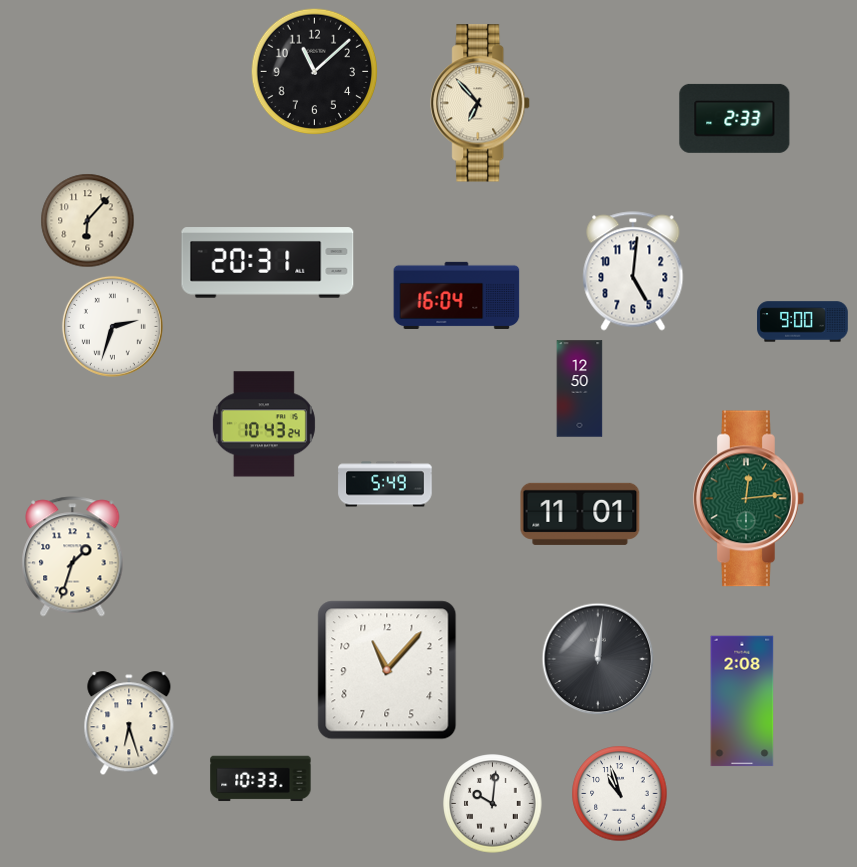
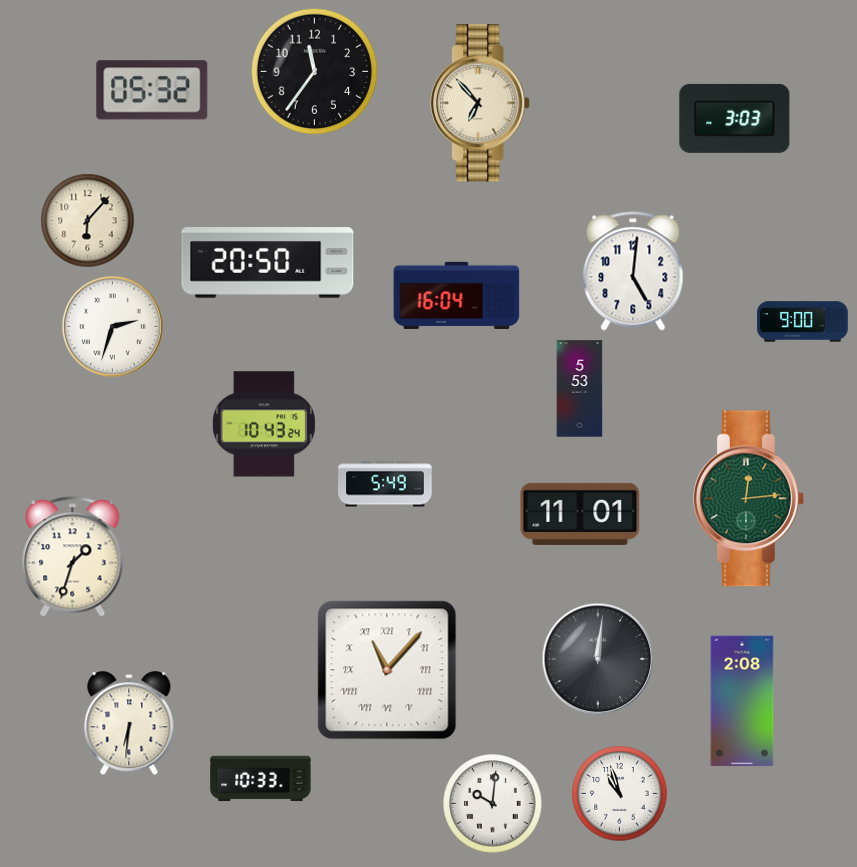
clock at (314, 71): 11:08 -> 11:36
clock at (152, 90): none -> 05:32
clock at (735, 118): 2:33 -> 3:03
clock at (268, 263): 20:31 -> 20:50
clock at (580, 389): 12:50 -> 5:53
clock at (387, 670) numerals: Arabic -> Roman
clock at (129, 723): 6:27 -> 6:31
